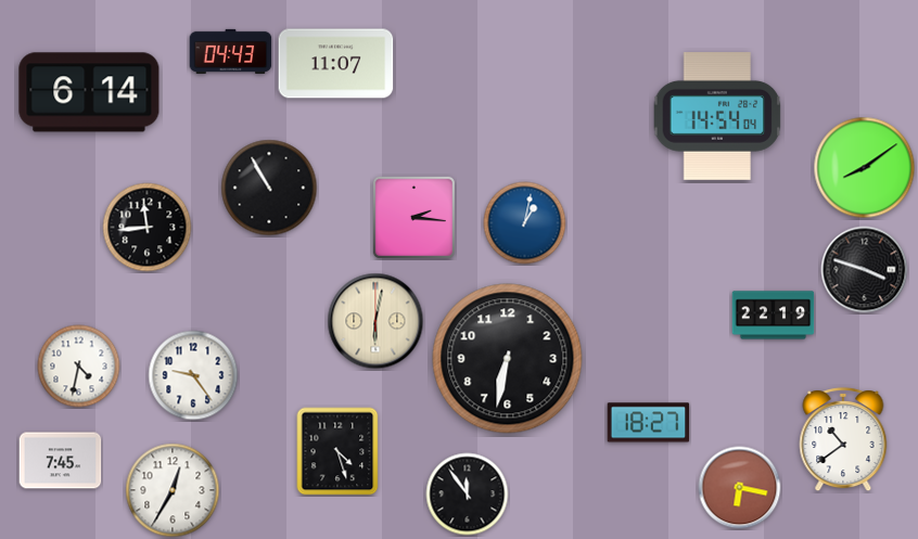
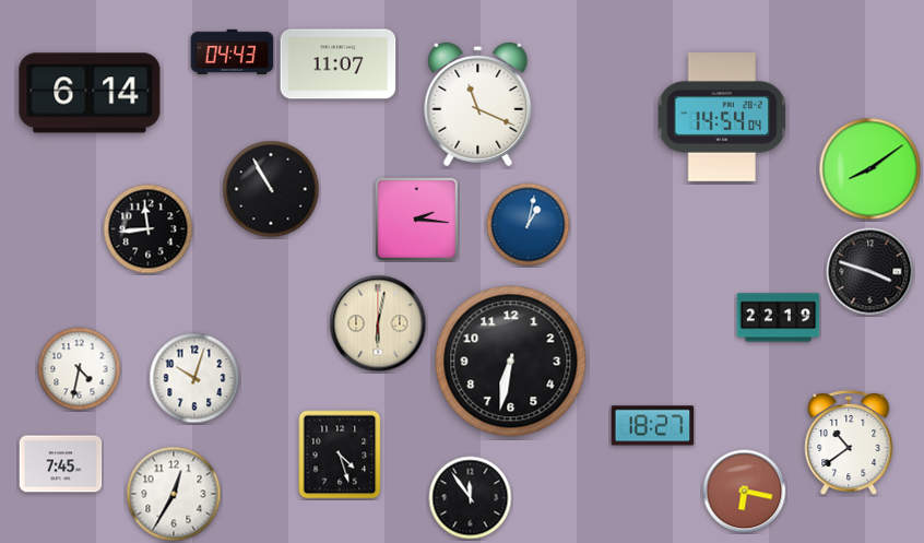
clock at (478, 104): none -> 11:19
clock at (193, 375): 9:24 -> 10:03
